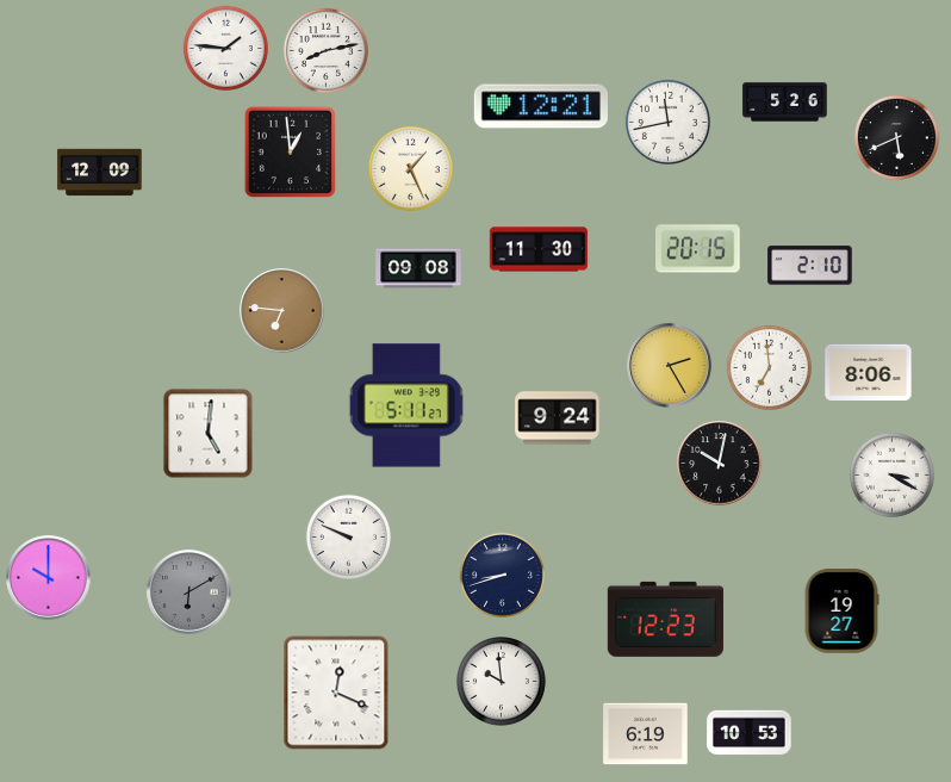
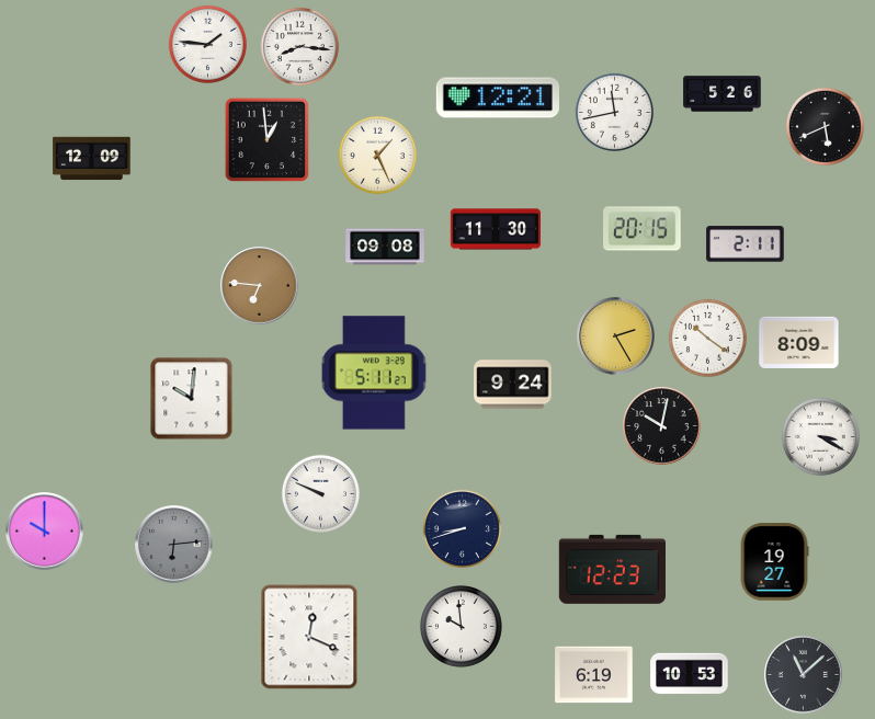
clock at (325, 50): 8:13 -> 8:16
clock at (810, 266): 2:10 -> 2:11
clock at (769, 367): 6:59 -> 10:21
clock at (869, 372): 8:06 -> 8:09
clock at (209, 434): 5:01 -> 10:01
clock at (189, 592): 6:10 -> 6:14
clock at (804, 675): none -> 11:08
